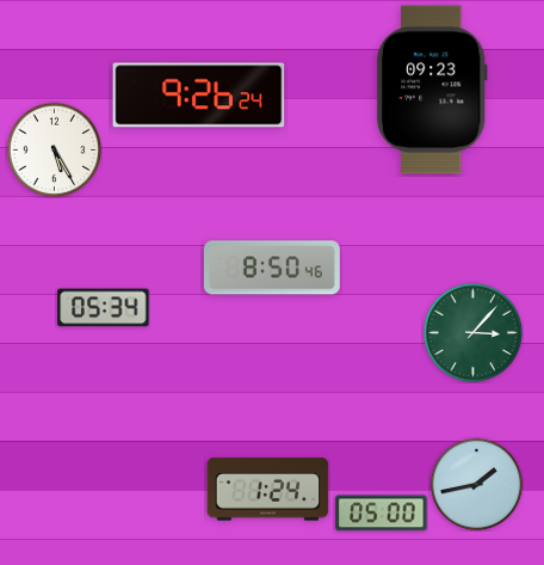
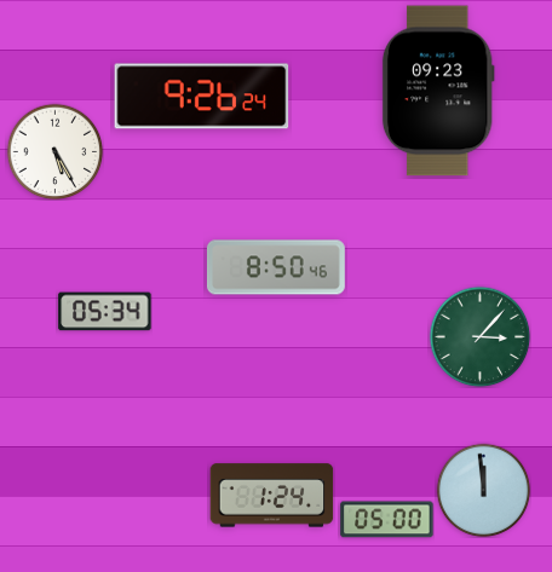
clock at (272, 268) position: (272, 268) -> (276, 267)
clock at (476, 484): 1:43 -> 11:59
